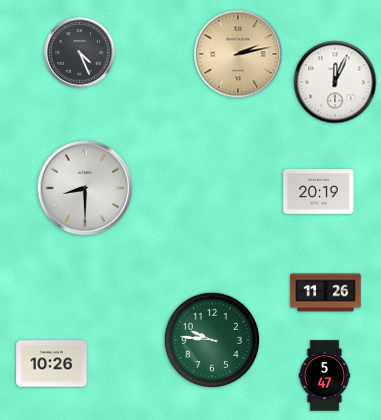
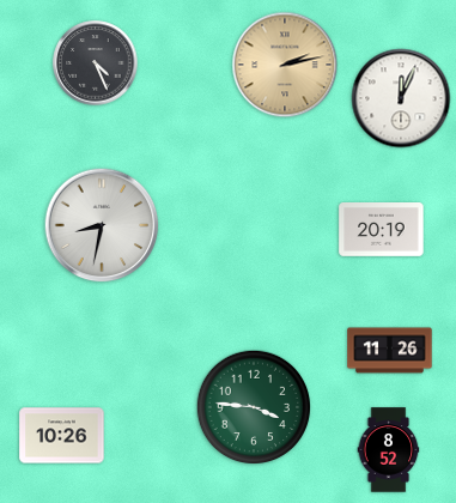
clock at (85, 188): 8:30 -> 8:32
clock at (212, 340): 9:46 -> 3:46
clock at (325, 376): 5:47 -> 8:52
